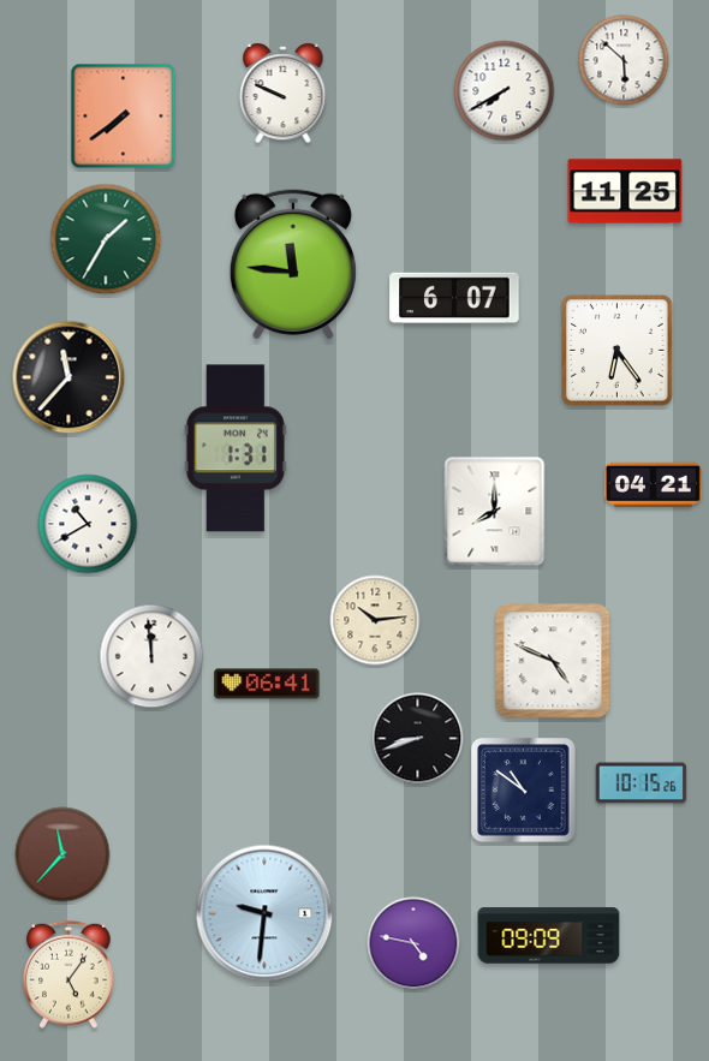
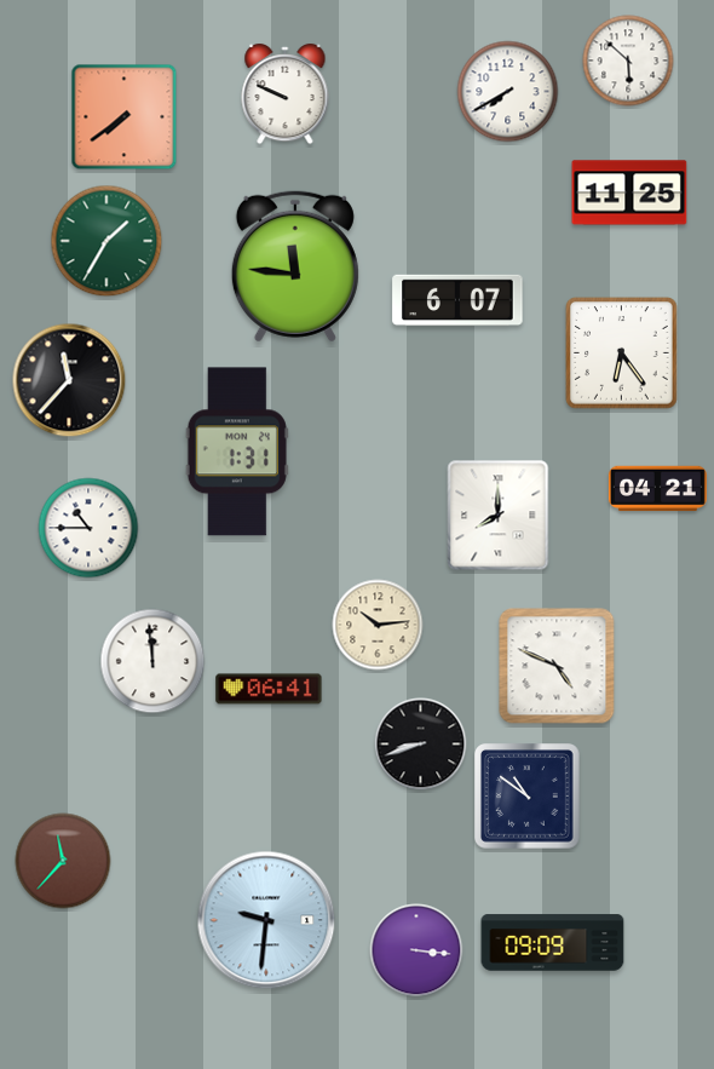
clock at (88, 524): 10:40 -> 10:45
clock at (642, 783): 10:15 -> none
clock at (413, 943): 4:47 -> 3:16
clock at (68, 974): 5:06 -> none
